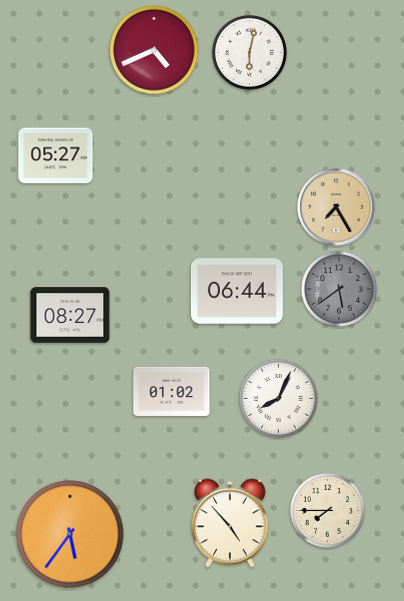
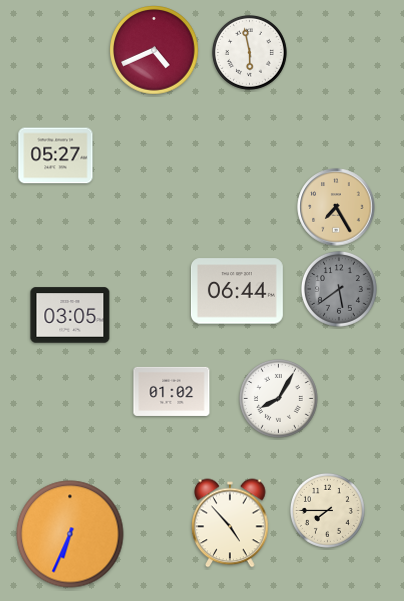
clock at (249, 52): 6:02 -> 5:58
clock at (70, 315): 08:27 -> 03:05
clock at (279, 399): 8:04 -> 8:05
clock at (70, 534): 5:36 -> 6:34
